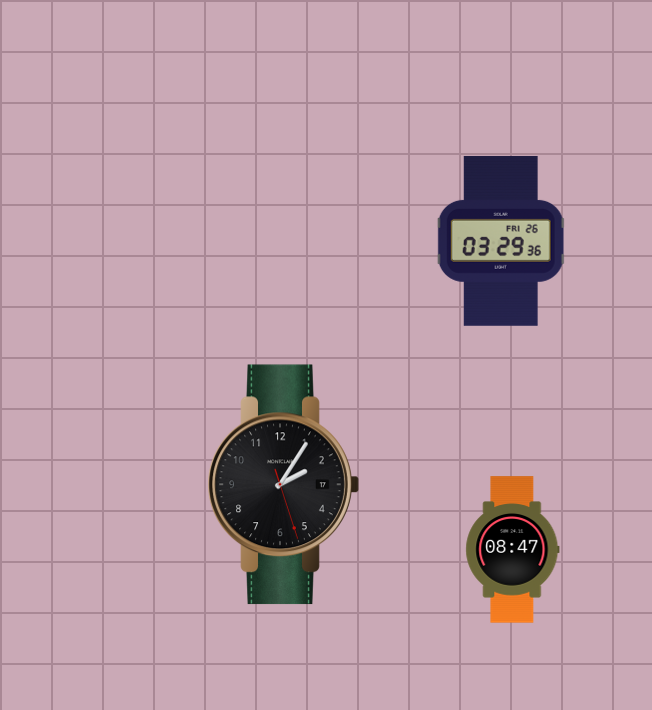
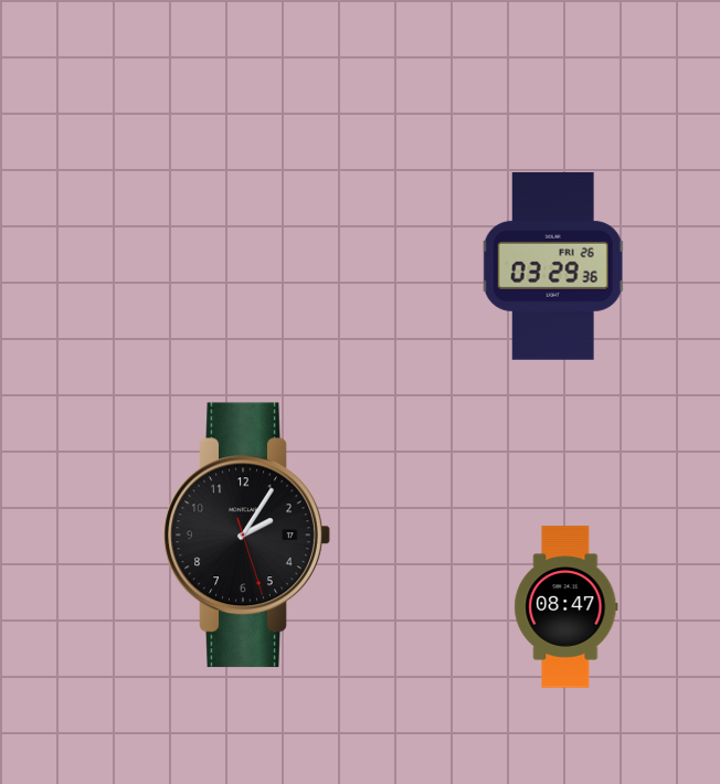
clock at (283, 485) position: (283, 485) -> (246, 536)
